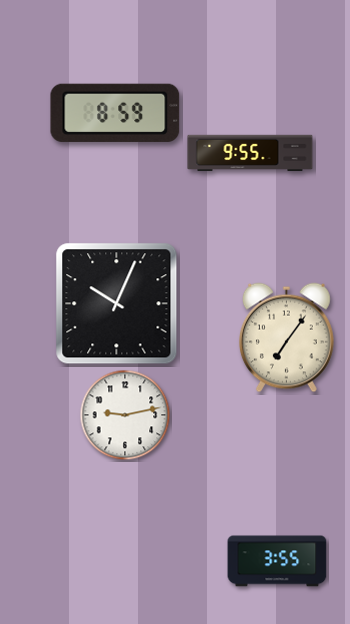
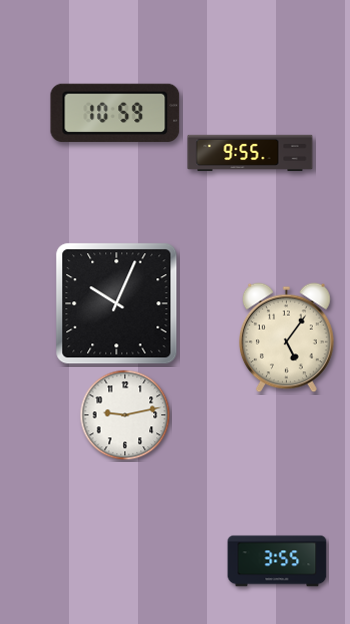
clock at (115, 113): 8:59 -> 10:59
clock at (286, 338): 7:06 -> 5:06
